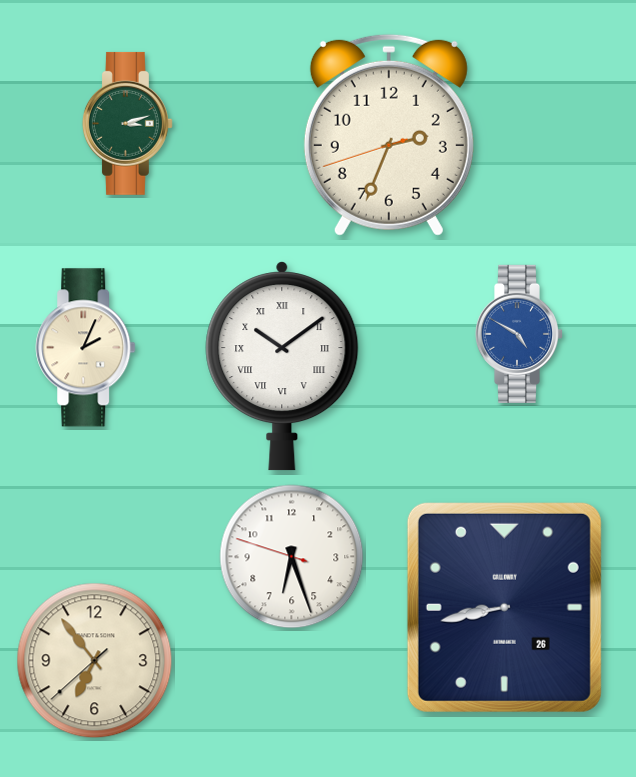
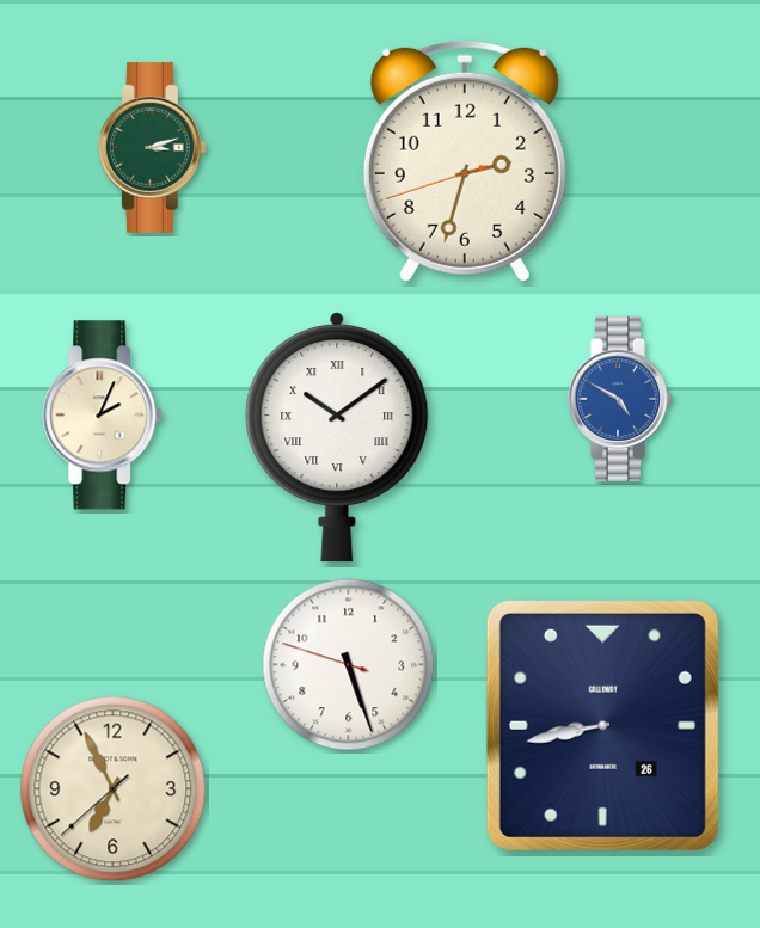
clock at (389, 135): 2:33 -> 2:32
clock at (292, 557): 6:26 -> 5:26
clock at (95, 661): 6:53 -> 6:55
